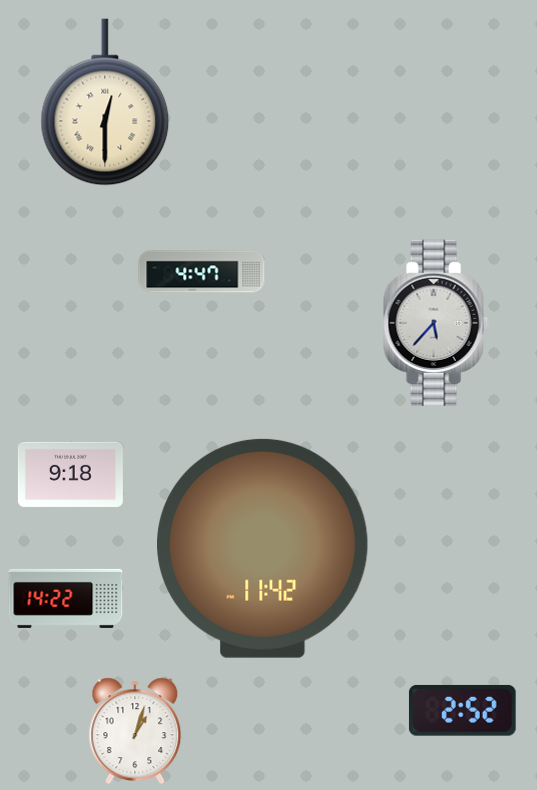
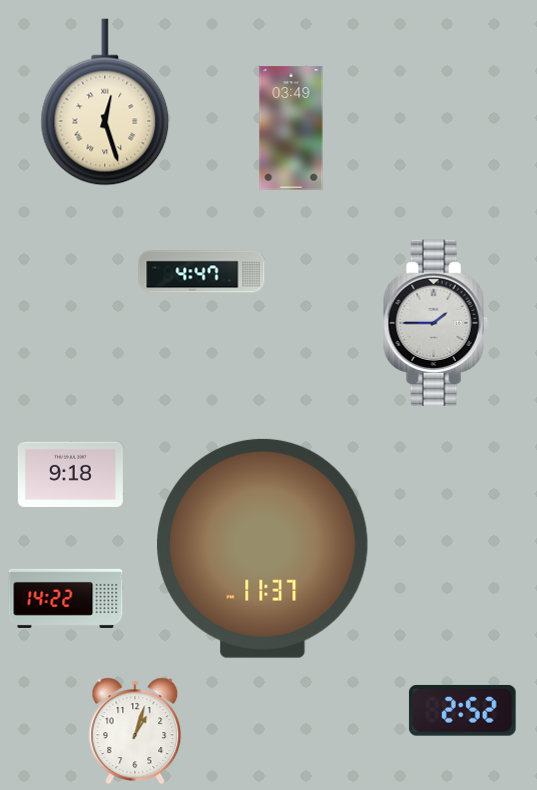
clock at (105, 102): 12:30 -> 12:27
clock at (291, 128): none -> 03:49
clock at (436, 323): 5:37 -> 1:45
clock at (263, 548): 11:42 -> 11:37
